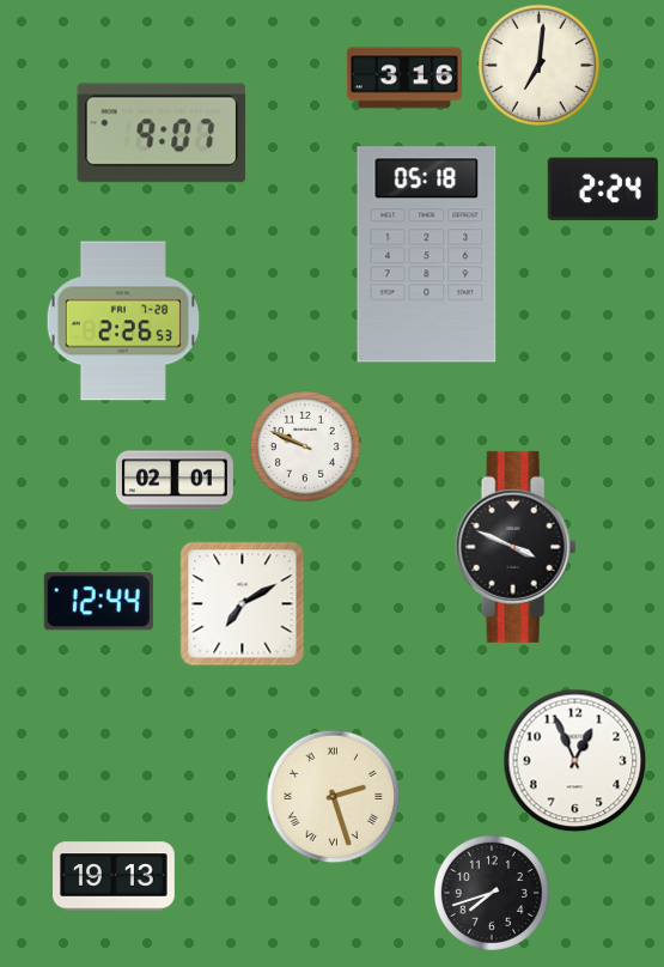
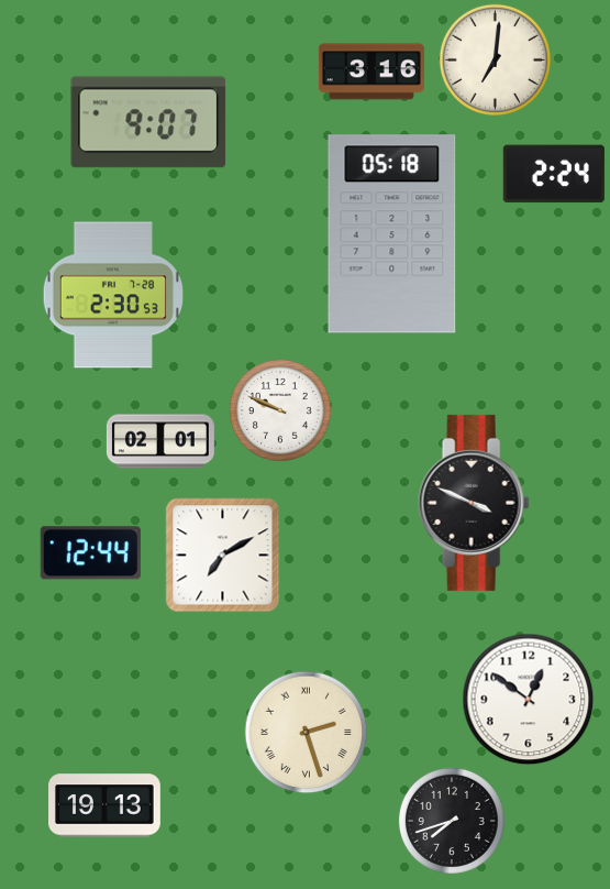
clock at (122, 321): 2:26 -> 2:30
clock at (574, 760): 12:56 -> 12:51
